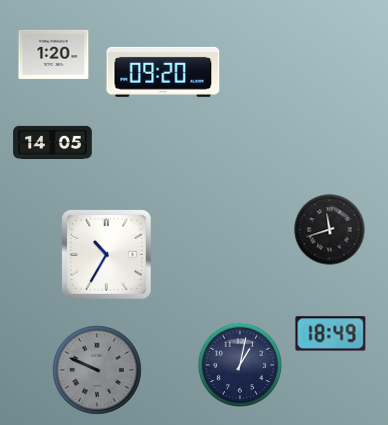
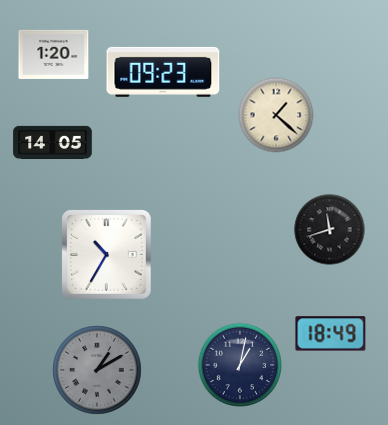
clock at (163, 72): 09:20 -> 09:23
clock at (276, 115): none -> 1:22
clock at (97, 370): 9:49 -> 1:10
